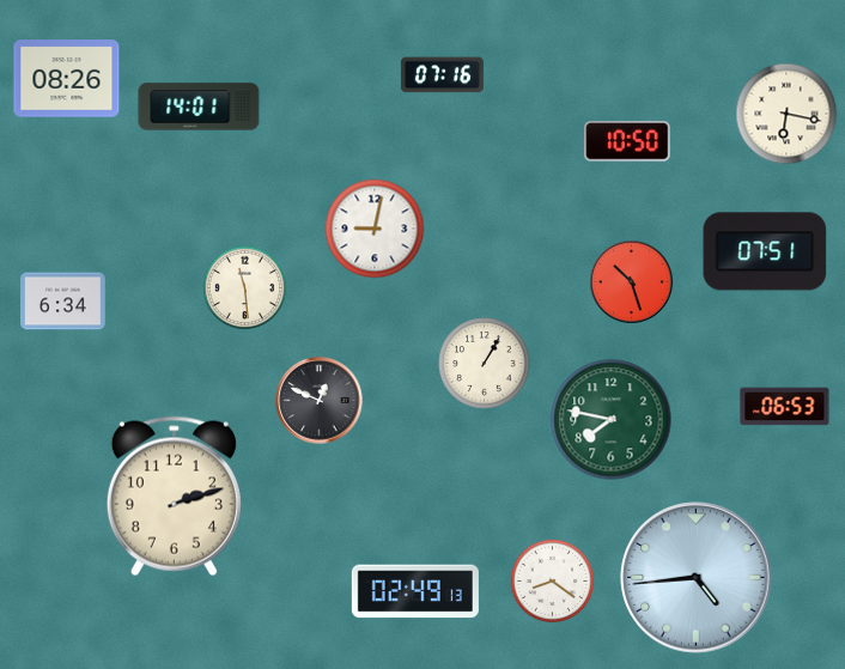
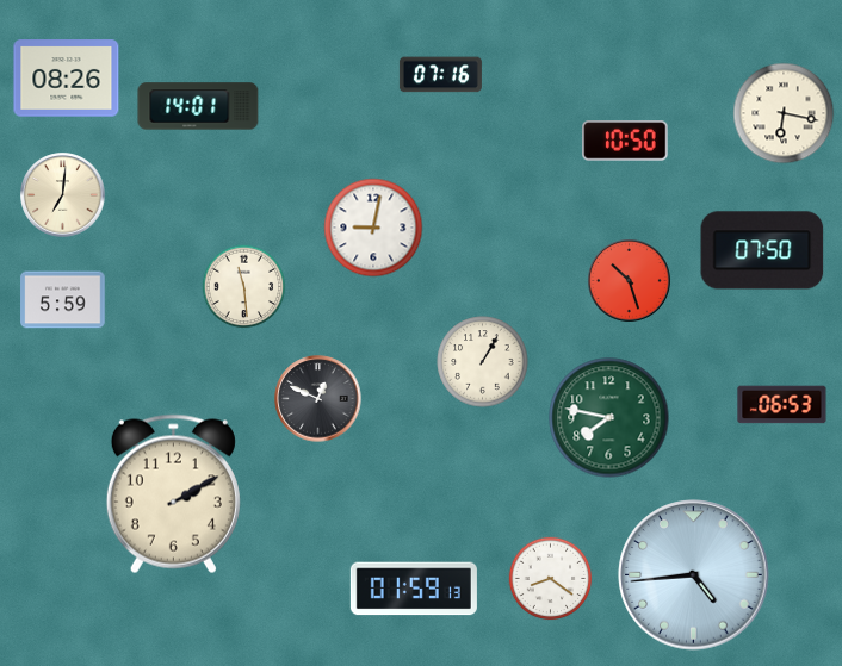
clock at (63, 195): none -> 7:01
clock at (765, 251): 07:51 -> 07:50
clock at (63, 302): 6:34 -> 5:59
clock at (174, 497): 2:12 -> 2:10
clock at (415, 591): 02:49 -> 01:59
